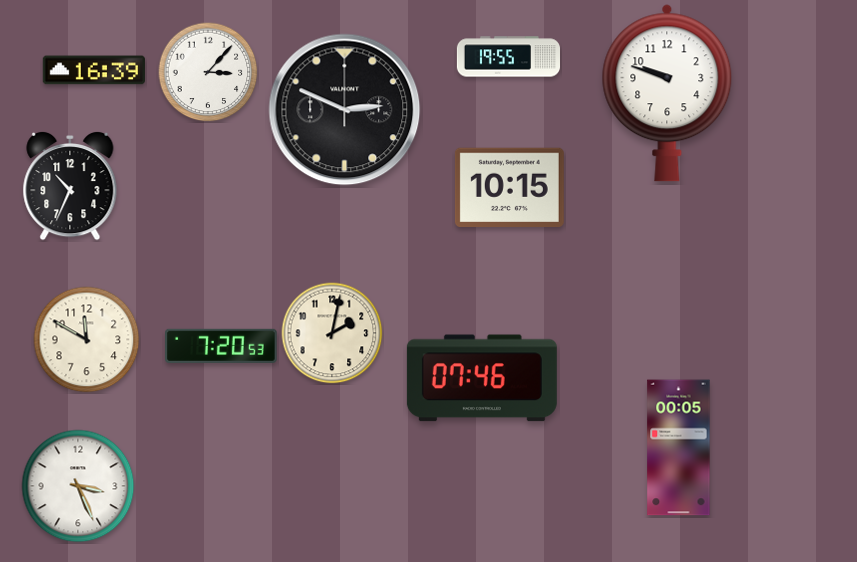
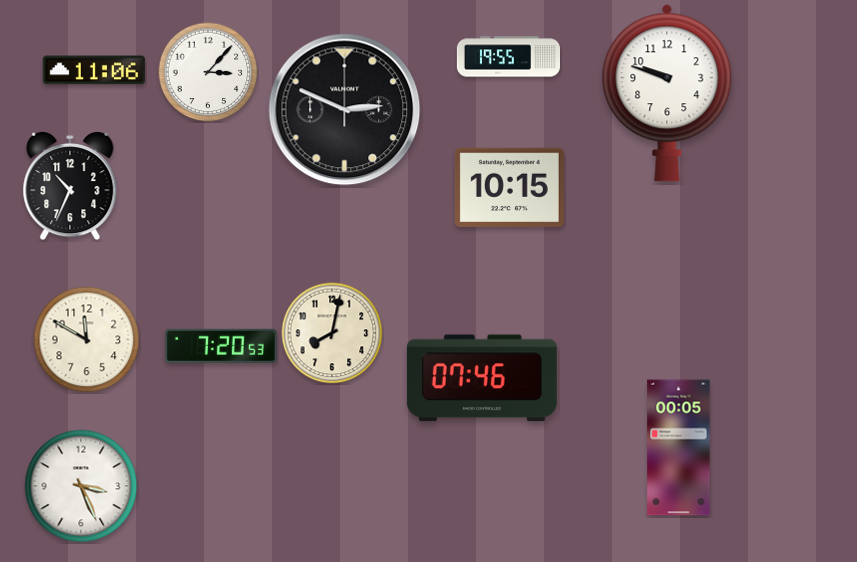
clock at (94, 70): 16:39 -> 11:06
clock at (332, 333): 2:02 -> 8:02
clock at (78, 486) position: (78, 486) -> (81, 486)
